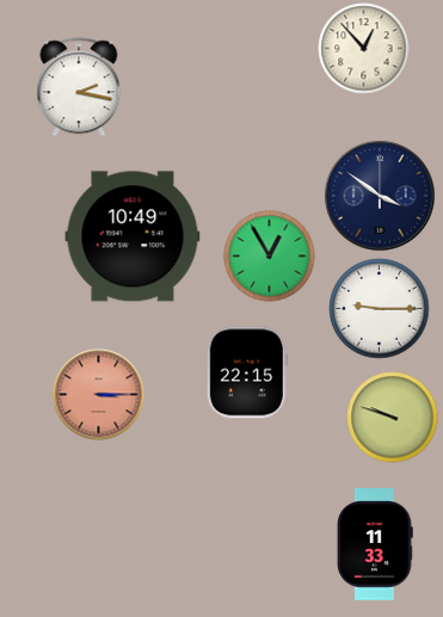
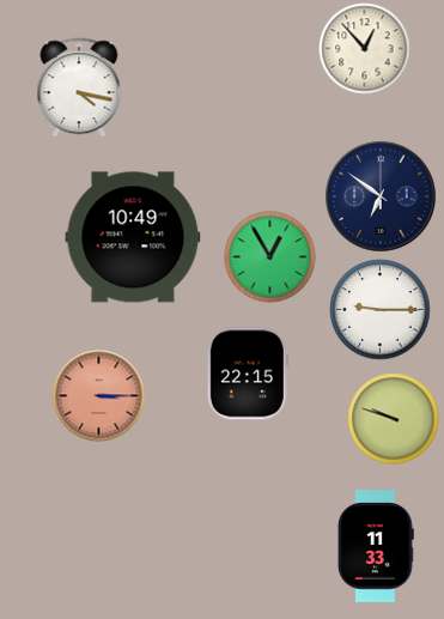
clock at (79, 87): 2:17 -> 4:17
clock at (380, 196): 3:51 -> 6:51
